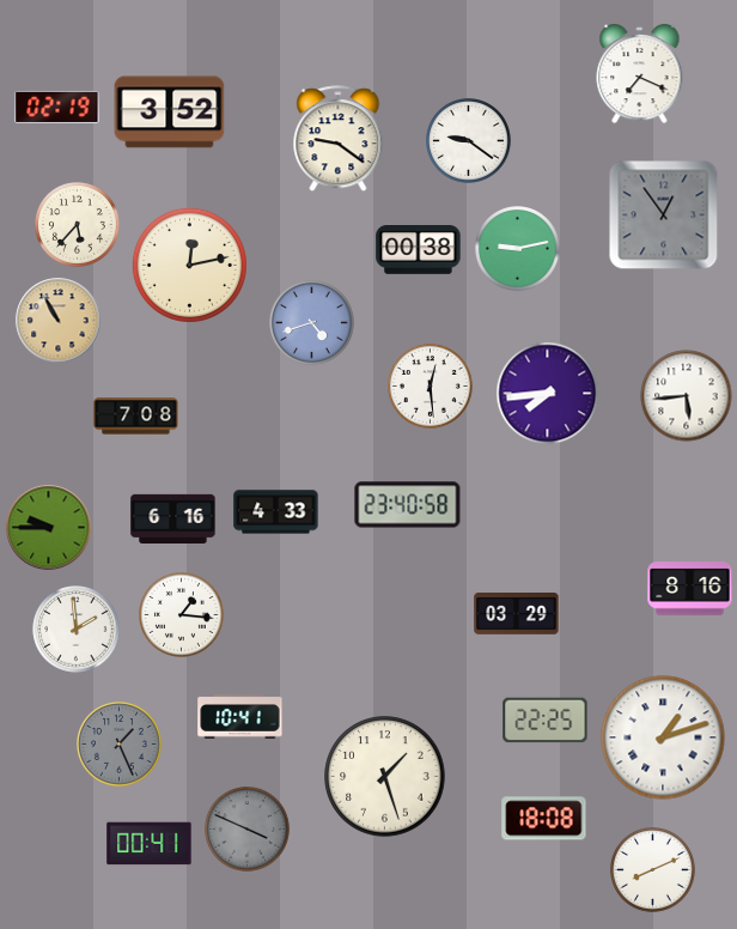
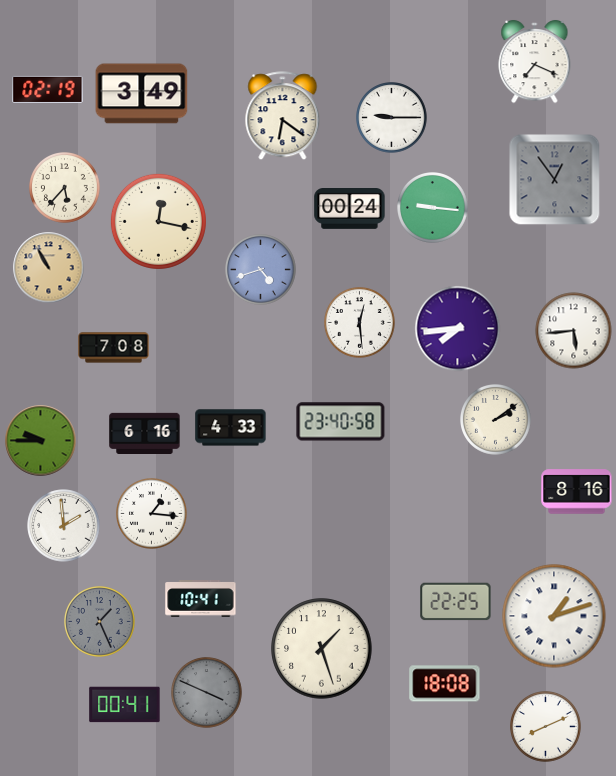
clock at (170, 113): 3:52 -> 3:49
clock at (339, 139): 9:21 -> 6:21
clock at (469, 141): 9:21 -> 9:15
clock at (518, 249): 9:13 -> 9:16
clock at (419, 250): 00:38 -> 00:24
clock at (189, 265): 12:13 -> 12:17
clock at (496, 420): none -> 2:09
clock at (517, 614): 03:29 -> none
clock at (544, 819) position: (544, 819) -> (445, 684)
